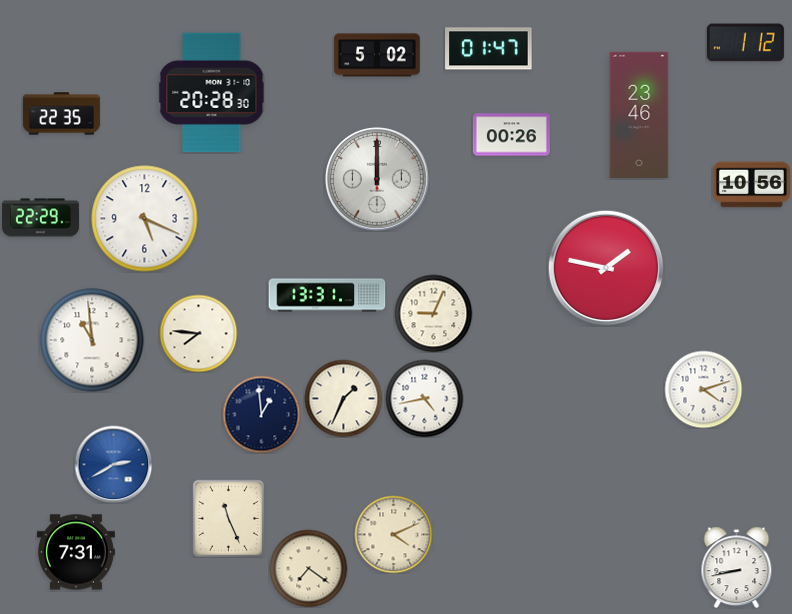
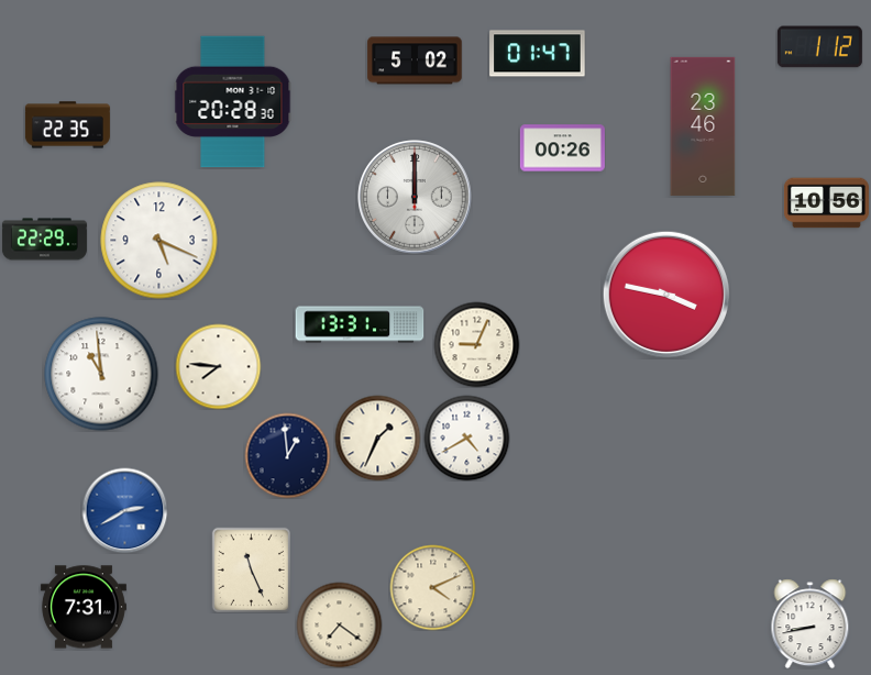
clock at (605, 267): 1:47 -> 3:47
clock at (703, 389): 4:12 -> none
clock at (424, 398): 4:43 -> 4:40
